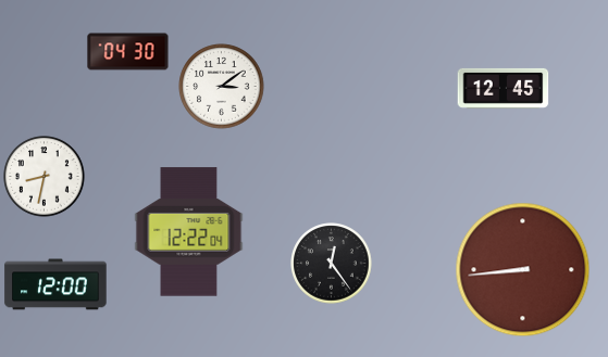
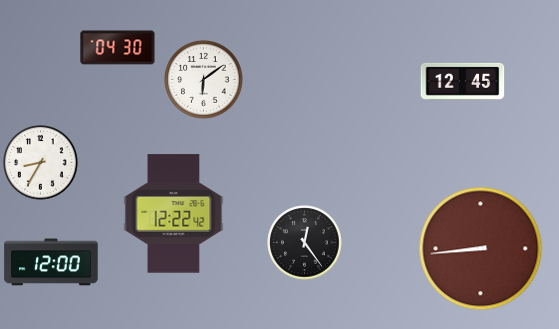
clock at (222, 87): 3:09 -> 6:09
clock at (45, 177): 8:32 -> 8:35
clock at (189, 232): 12:22:04 -> 12:22:42
